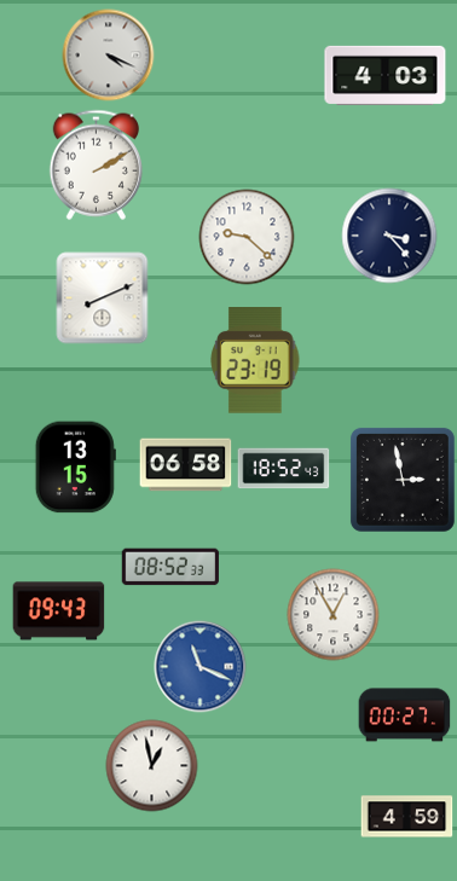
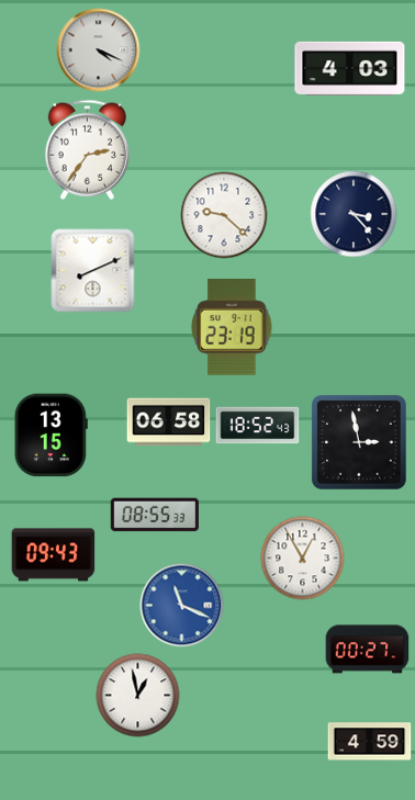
clock at (96, 164): 2:10 -> 2:36
clock at (75, 468) position: (75, 468) -> (51, 436)
clock at (403, 480) position: (403, 480) -> (359, 442)
clock at (170, 567): 08:52 -> 08:55
